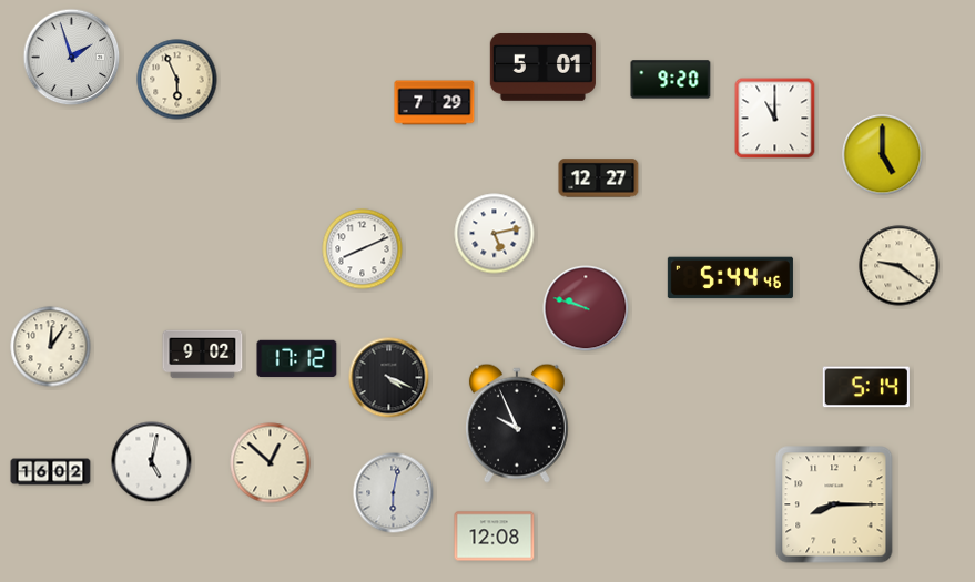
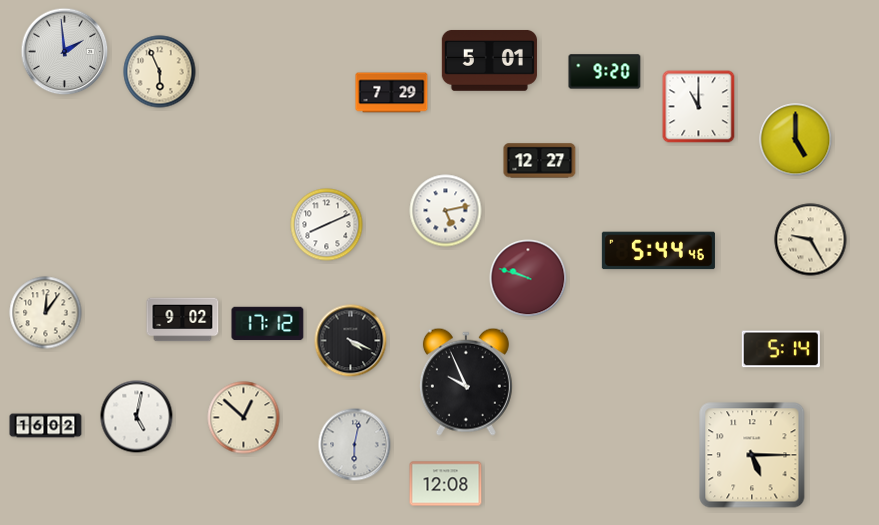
clock at (72, 58): 1:57 -> 1:59
clock at (900, 266): 9:21 -> 9:25
clock at (834, 504): 8:15 -> 5:15
